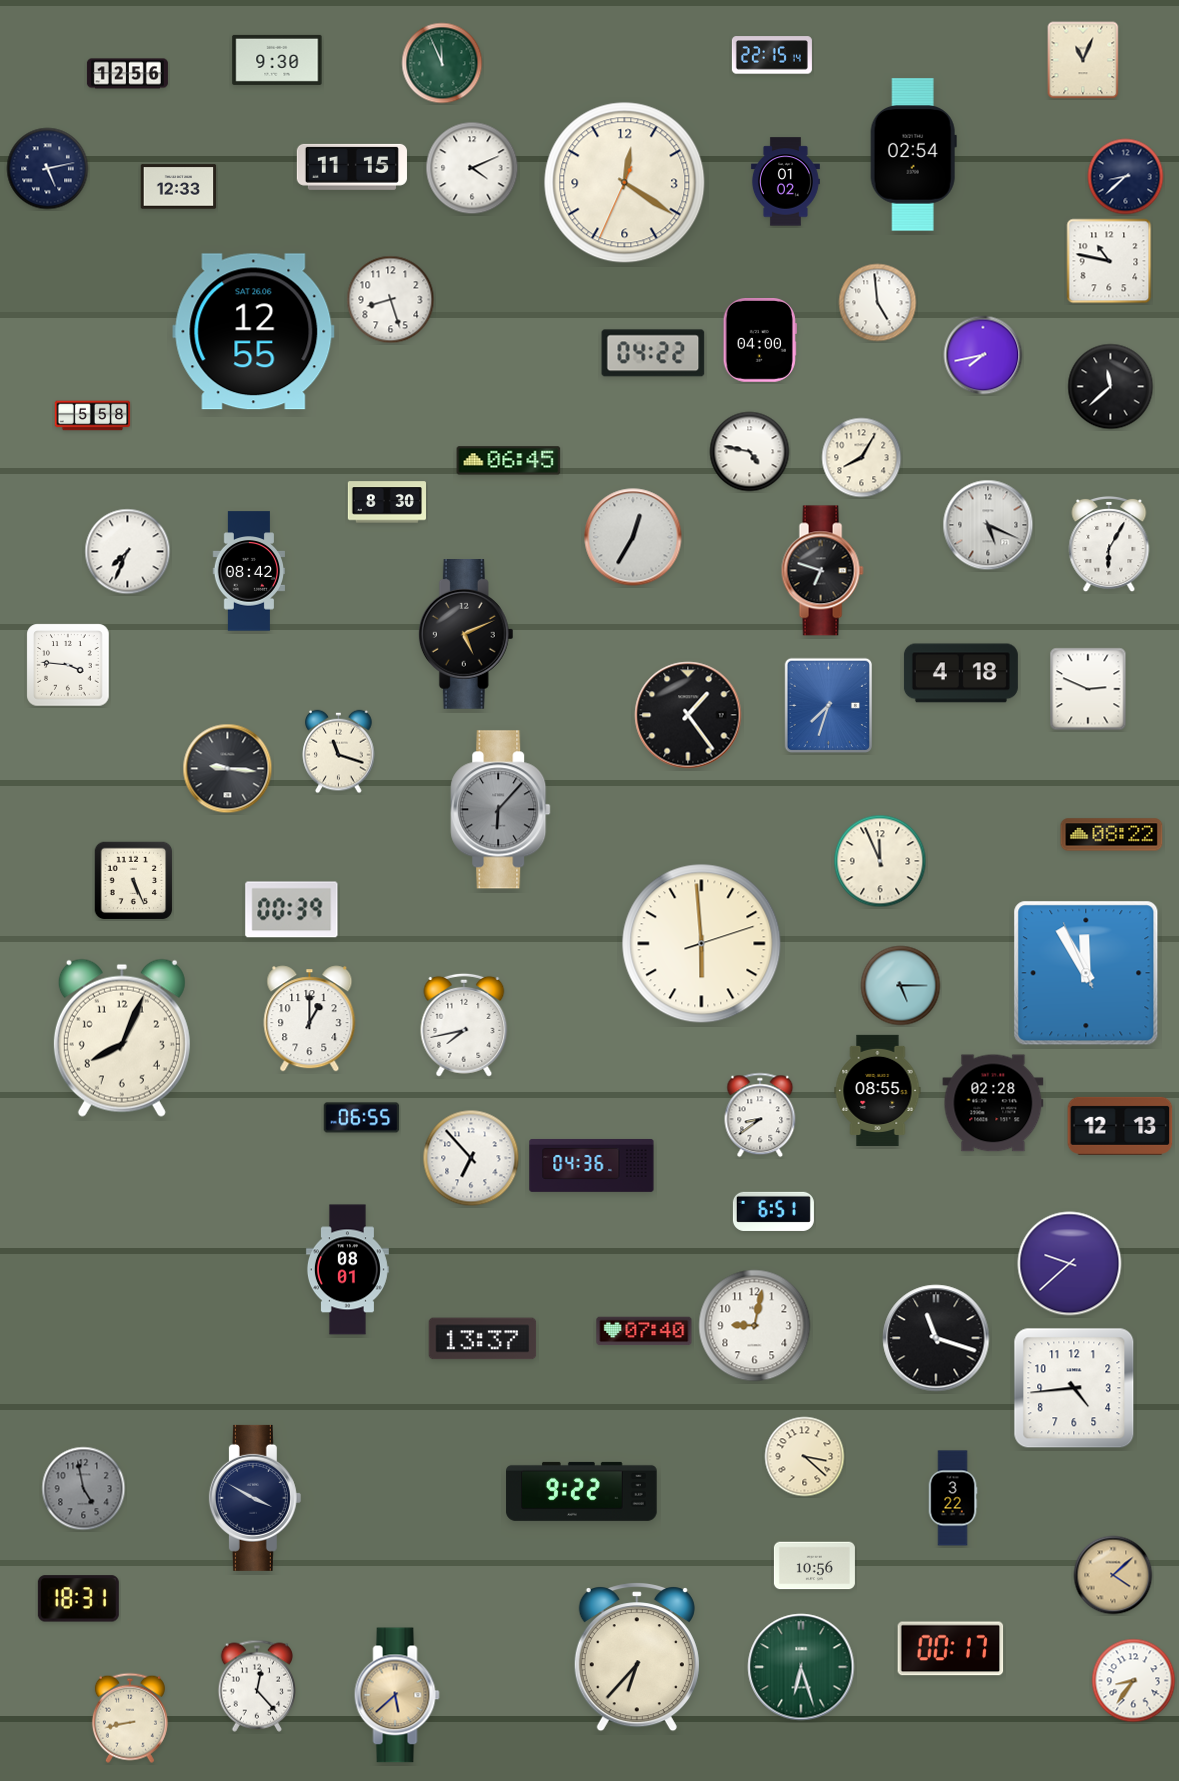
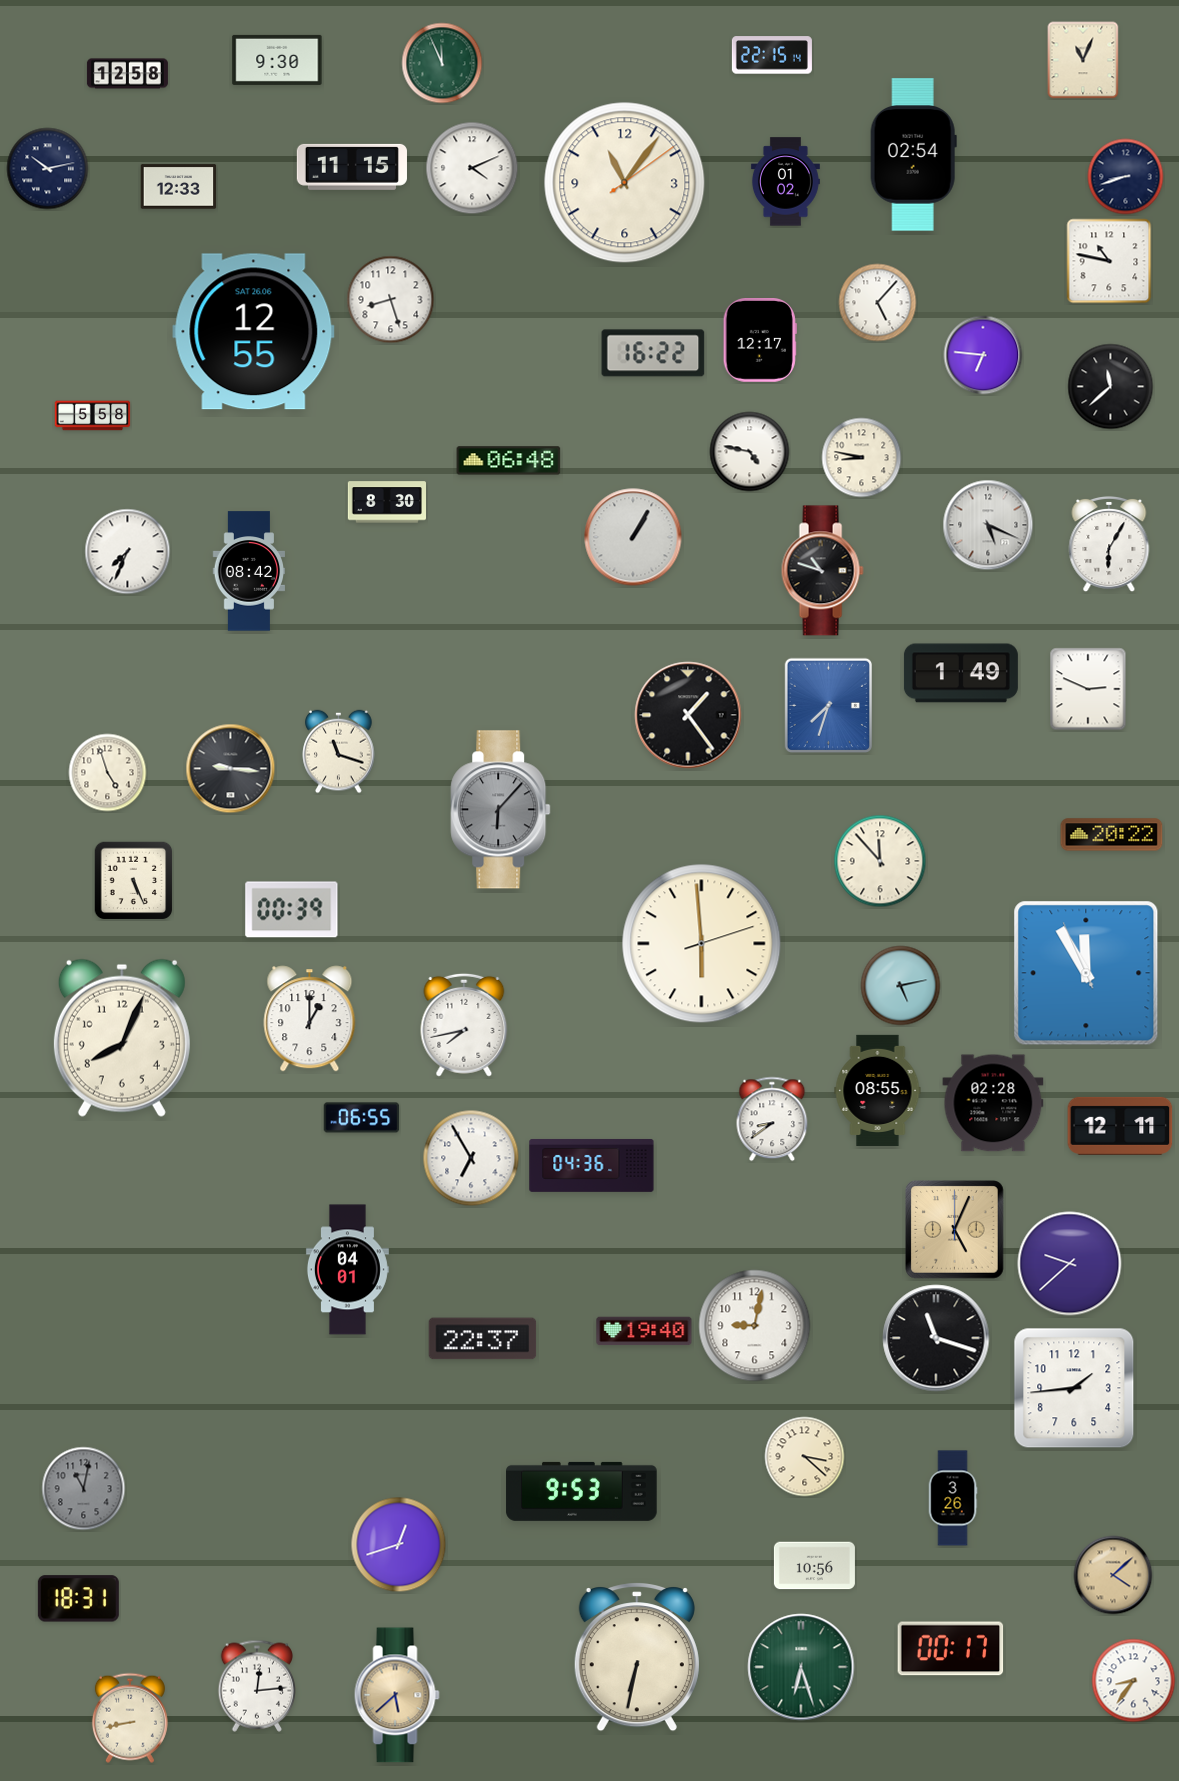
clock at (127, 74): 12:56 -> 12:58
clock at (48, 169): 5:13 -> 10:13
clock at (1126, 177): 8:38 -> 8:42
clock at (625, 183): 12:20 -> 11:06
clock at (878, 303): 4:59 -> 5:07
clock at (760, 341): 04:00 -> 12:17
clock at (653, 353): 04:22 -> 16:22
clock at (983, 355): 7:43 -> 6:46
clock at (862, 458): 8:05 -> 8:47
clock at (509, 461): 06:45 -> 06:48
clock at (633, 537): 12:35 -> 1:05
clock at (822, 571): 6:48 -> 10:48
clock at (466, 635): 5:11 -> none
clock at (68, 665): 3:46 -> none
clock at (961, 673): 4:18 -> 1:49
clock at (228, 769) position: (228, 769) -> (231, 769)
clock at (108, 773): none -> 4:57
clock at (1112, 835): 08:22 -> 20:22
clock at (880, 861): 11:56 -> 11:53
clock at (901, 986): 5:15 -> 5:13
clock at (760, 1115) position: (760, 1115) -> (772, 1119)
clock at (1120, 1126): 12:13 -> 12:11
clock at (471, 1158): 6:53 -> 6:55
clock at (773, 1211): 6:51 -> none
clock at (955, 1230): none -> 5:04
clock at (347, 1270): 08:01 -> 04:01
clock at (644, 1331): 07:40 -> 19:40
clock at (483, 1339): 13:37 -> 22:37
clock at (1074, 1388): 4:44 -> 1:44
clock at (84, 1489): 4:58 -> 11:02
clock at (582, 1491): 9:22 -> 9:53
clock at (255, 1498): 3:50 -> none
clock at (953, 1498): 3:22 -> 3:26
clock at (399, 1545): none -> 12:42
clock at (637, 1657): 6:37 -> 6:32
clock at (256, 1686): 12:23 -> 12:14
